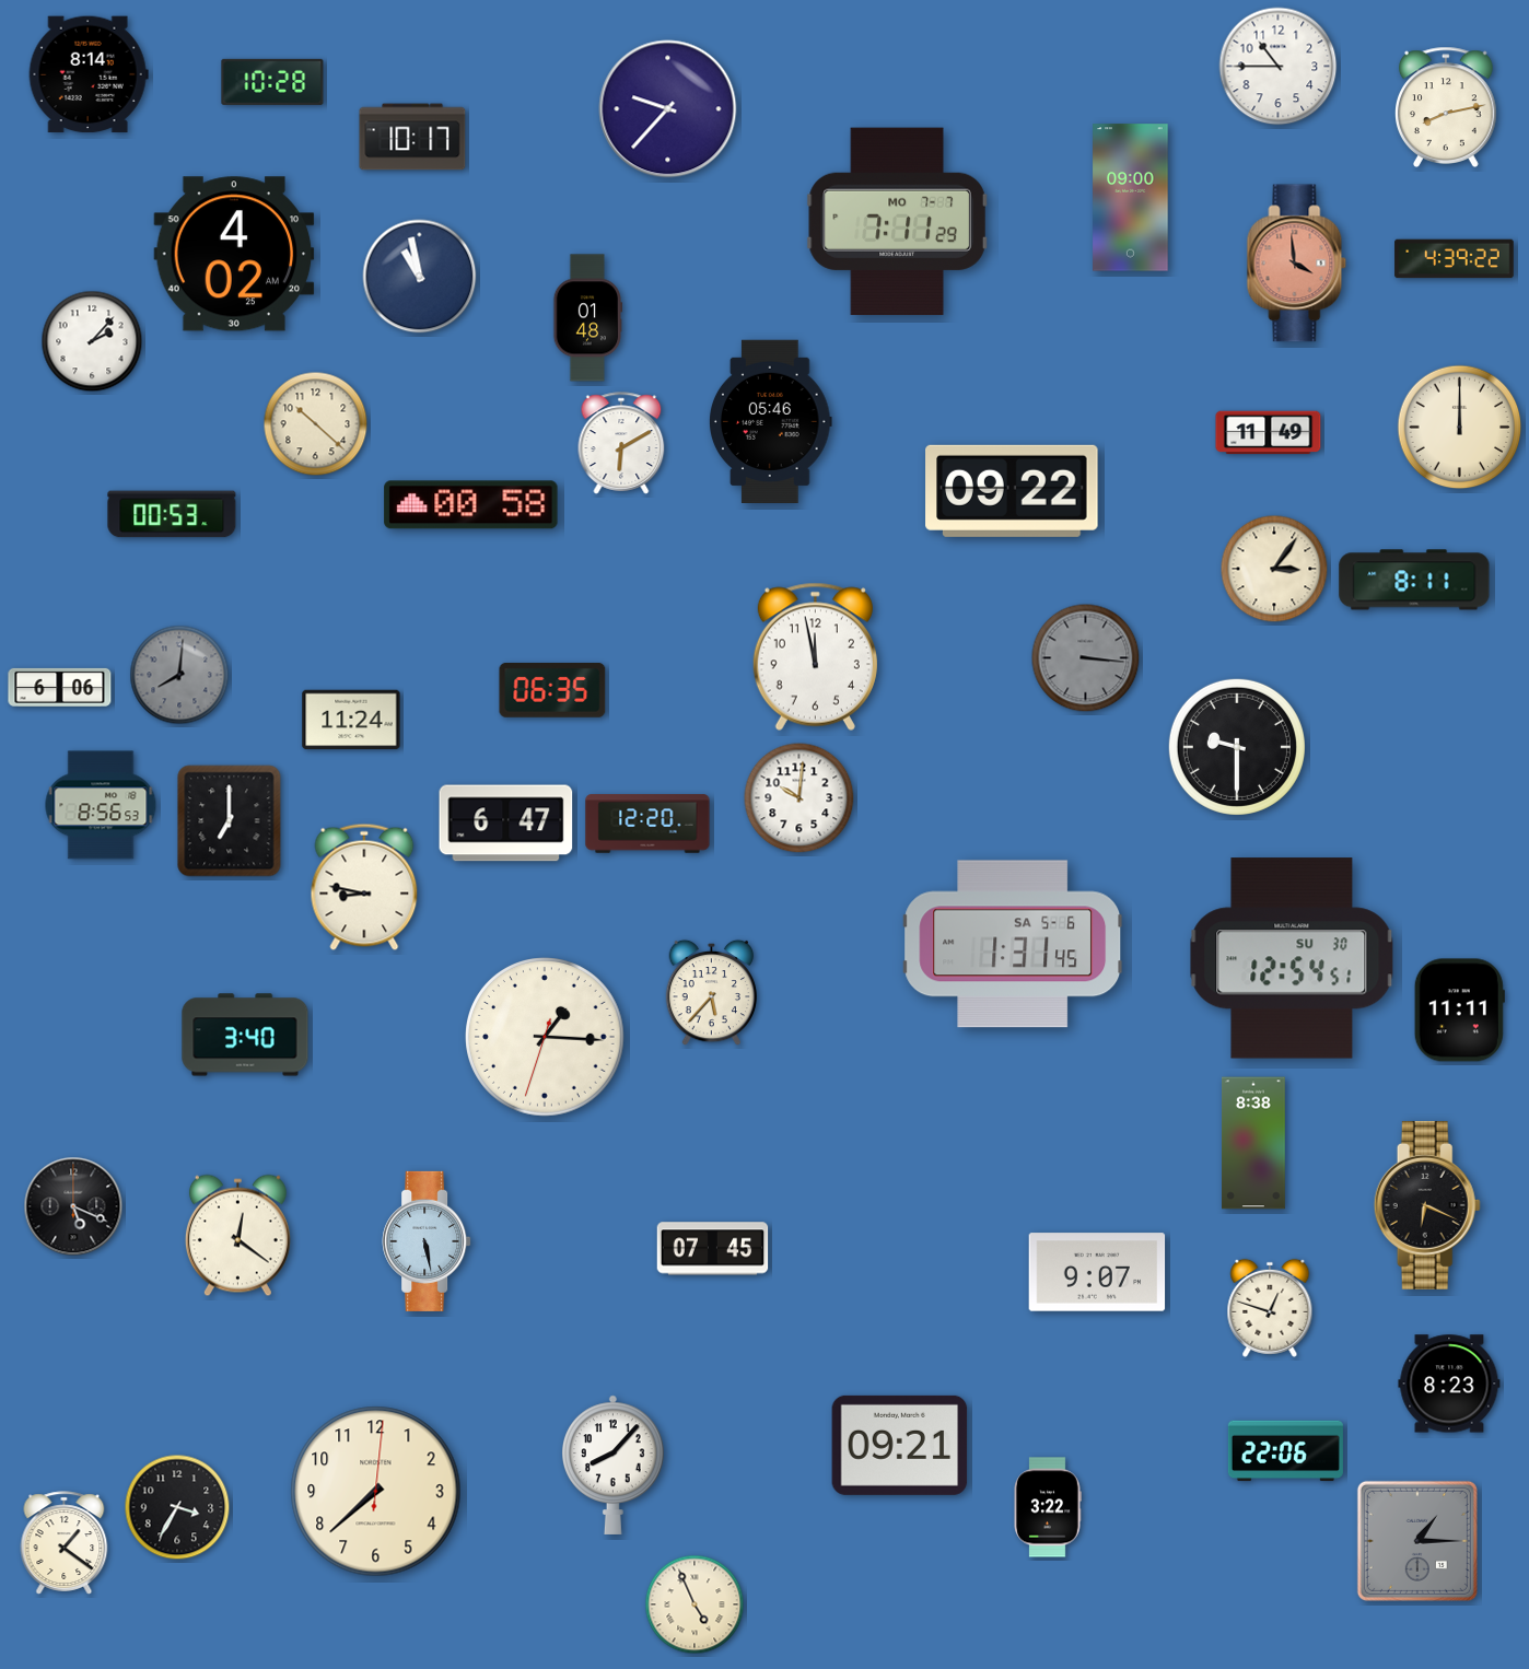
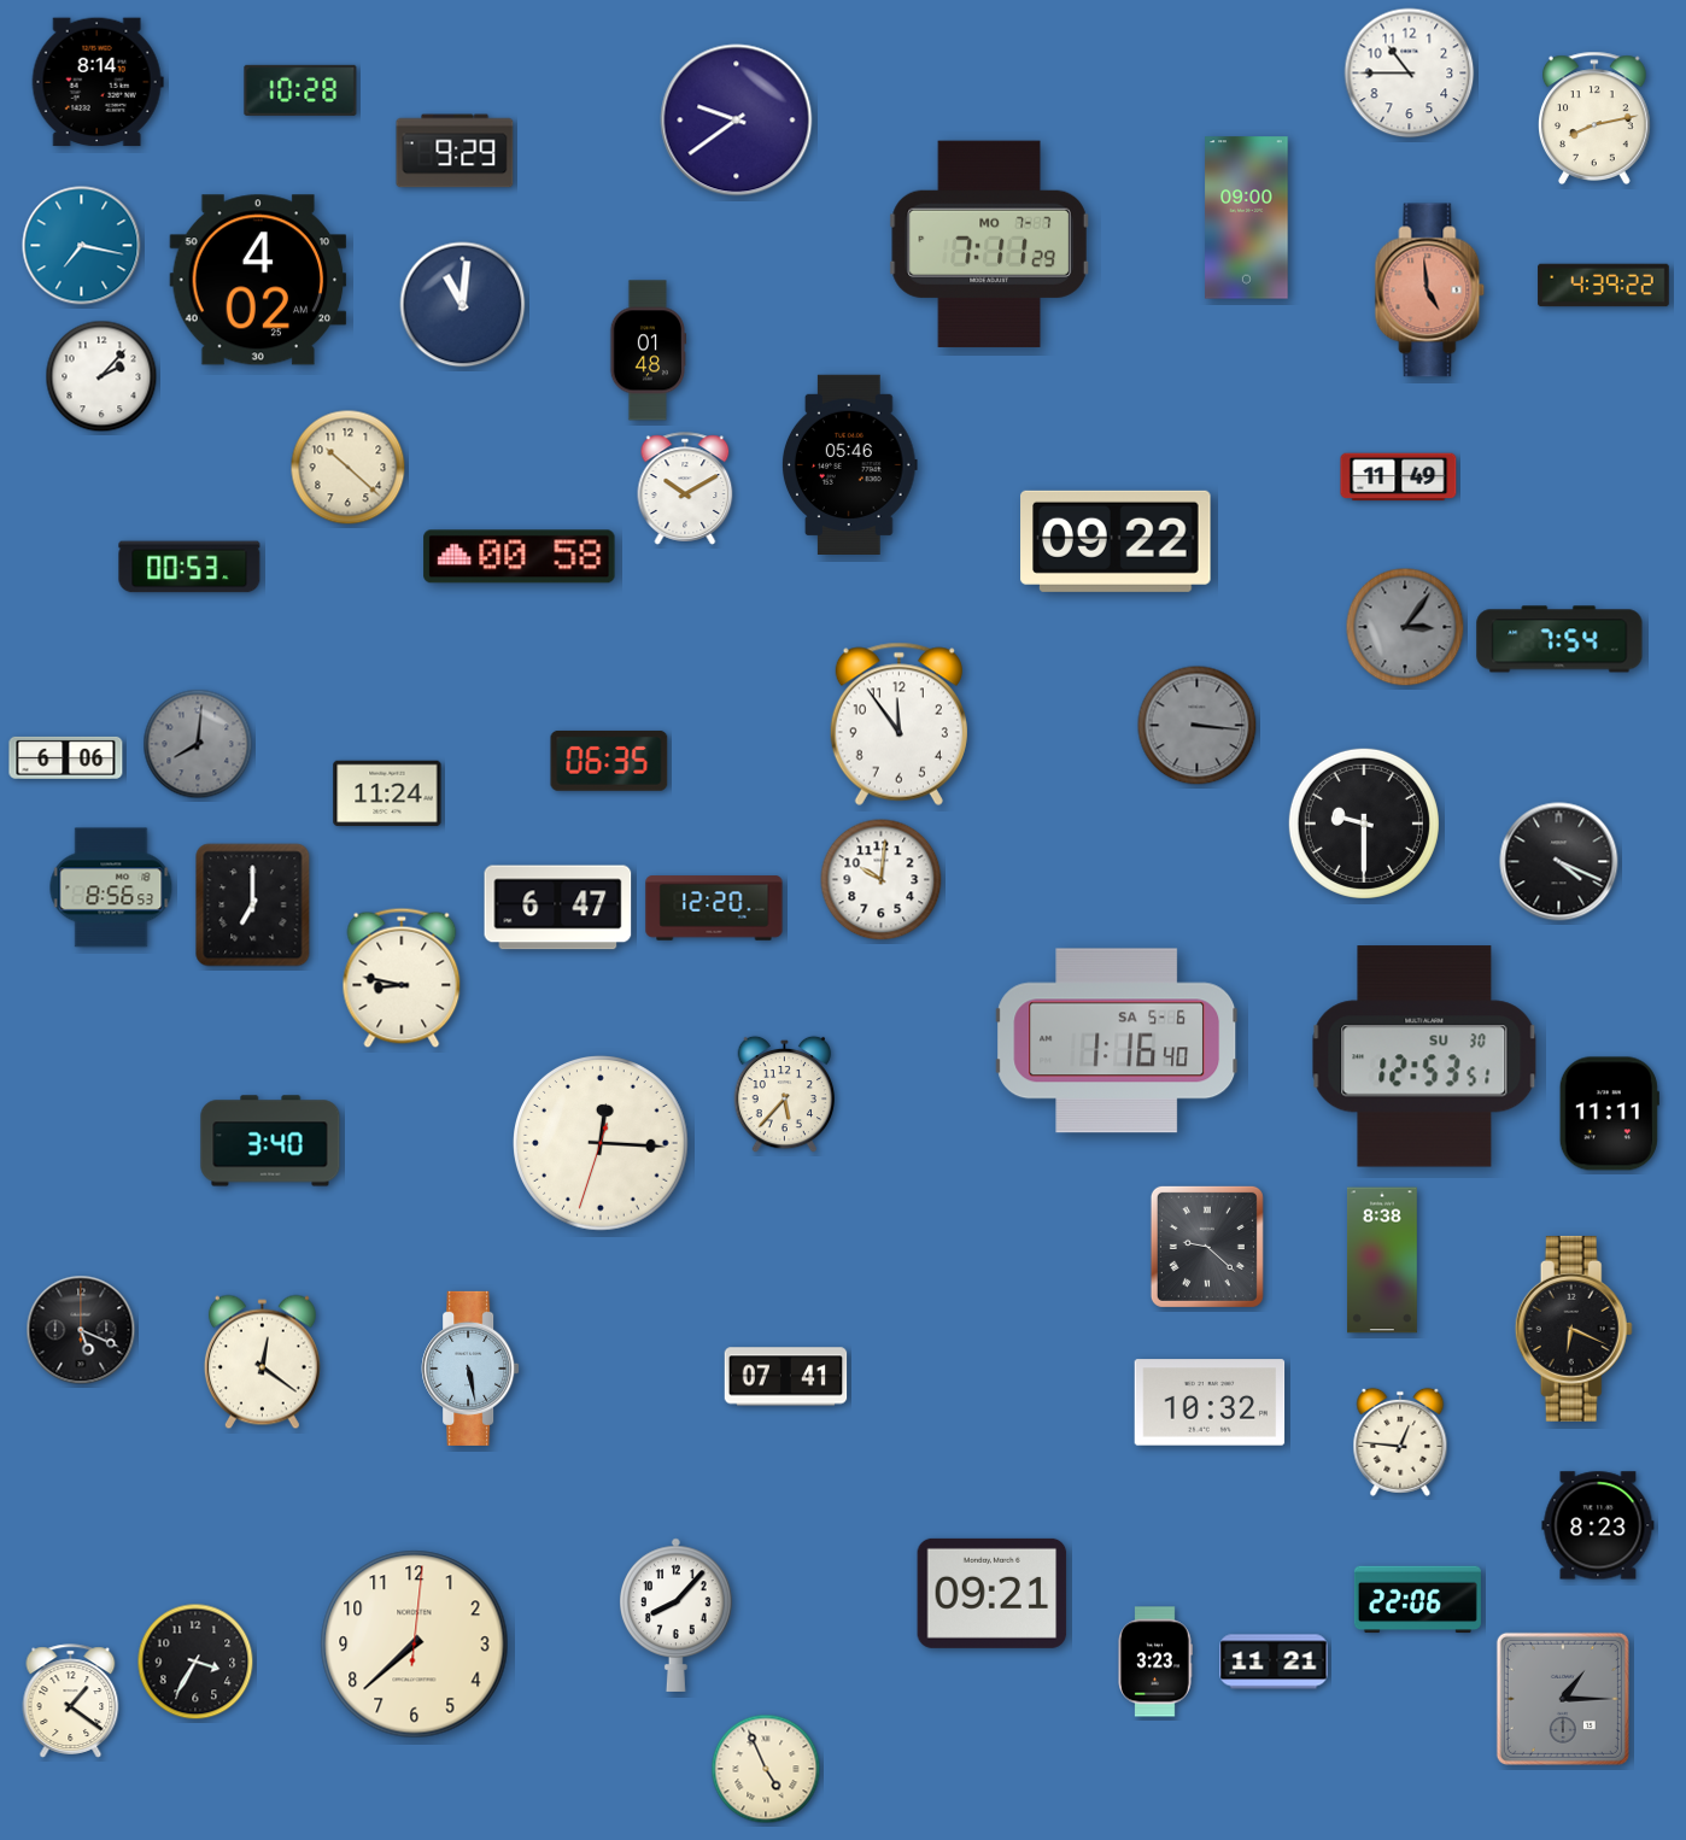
clock at (668, 109): 9:37 -> 9:39
clock at (412, 137): 10:17 -> 9:29
clock at (82, 246): none -> 7:17
clock at (1297, 264): 3:59 -> 4:59
clock at (420, 277): 10:58 -> 11:01
clock at (1460, 428): 12:00 -> none
clock at (621, 443): 6:10 -> 10:10
clock at (1274, 569) dial: cream -> grey
clock at (1414, 580): 8:11 -> 7:54
clock at (815, 656): 11:58 -> 11:54
clock at (1559, 862): none -> 4:19
clock at (1013, 944): 1:31 -> 1:16
clock at (1292, 958): 12:54 -> 12:53
clock at (545, 1037): 1:15 -> 12:15
clock at (1207, 1247): none -> 9:22
clock at (713, 1249): 07:45 -> 07:41
clock at (1097, 1272): 9:07 -> 10:32
clock at (1270, 1308): 12:48 -> 12:46
clock at (1048, 1507): 3:22 -> 3:23
clock at (1274, 1662): none -> 11:21
